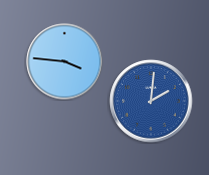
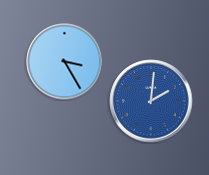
clock at (65, 62): 3:46 -> 3:25
